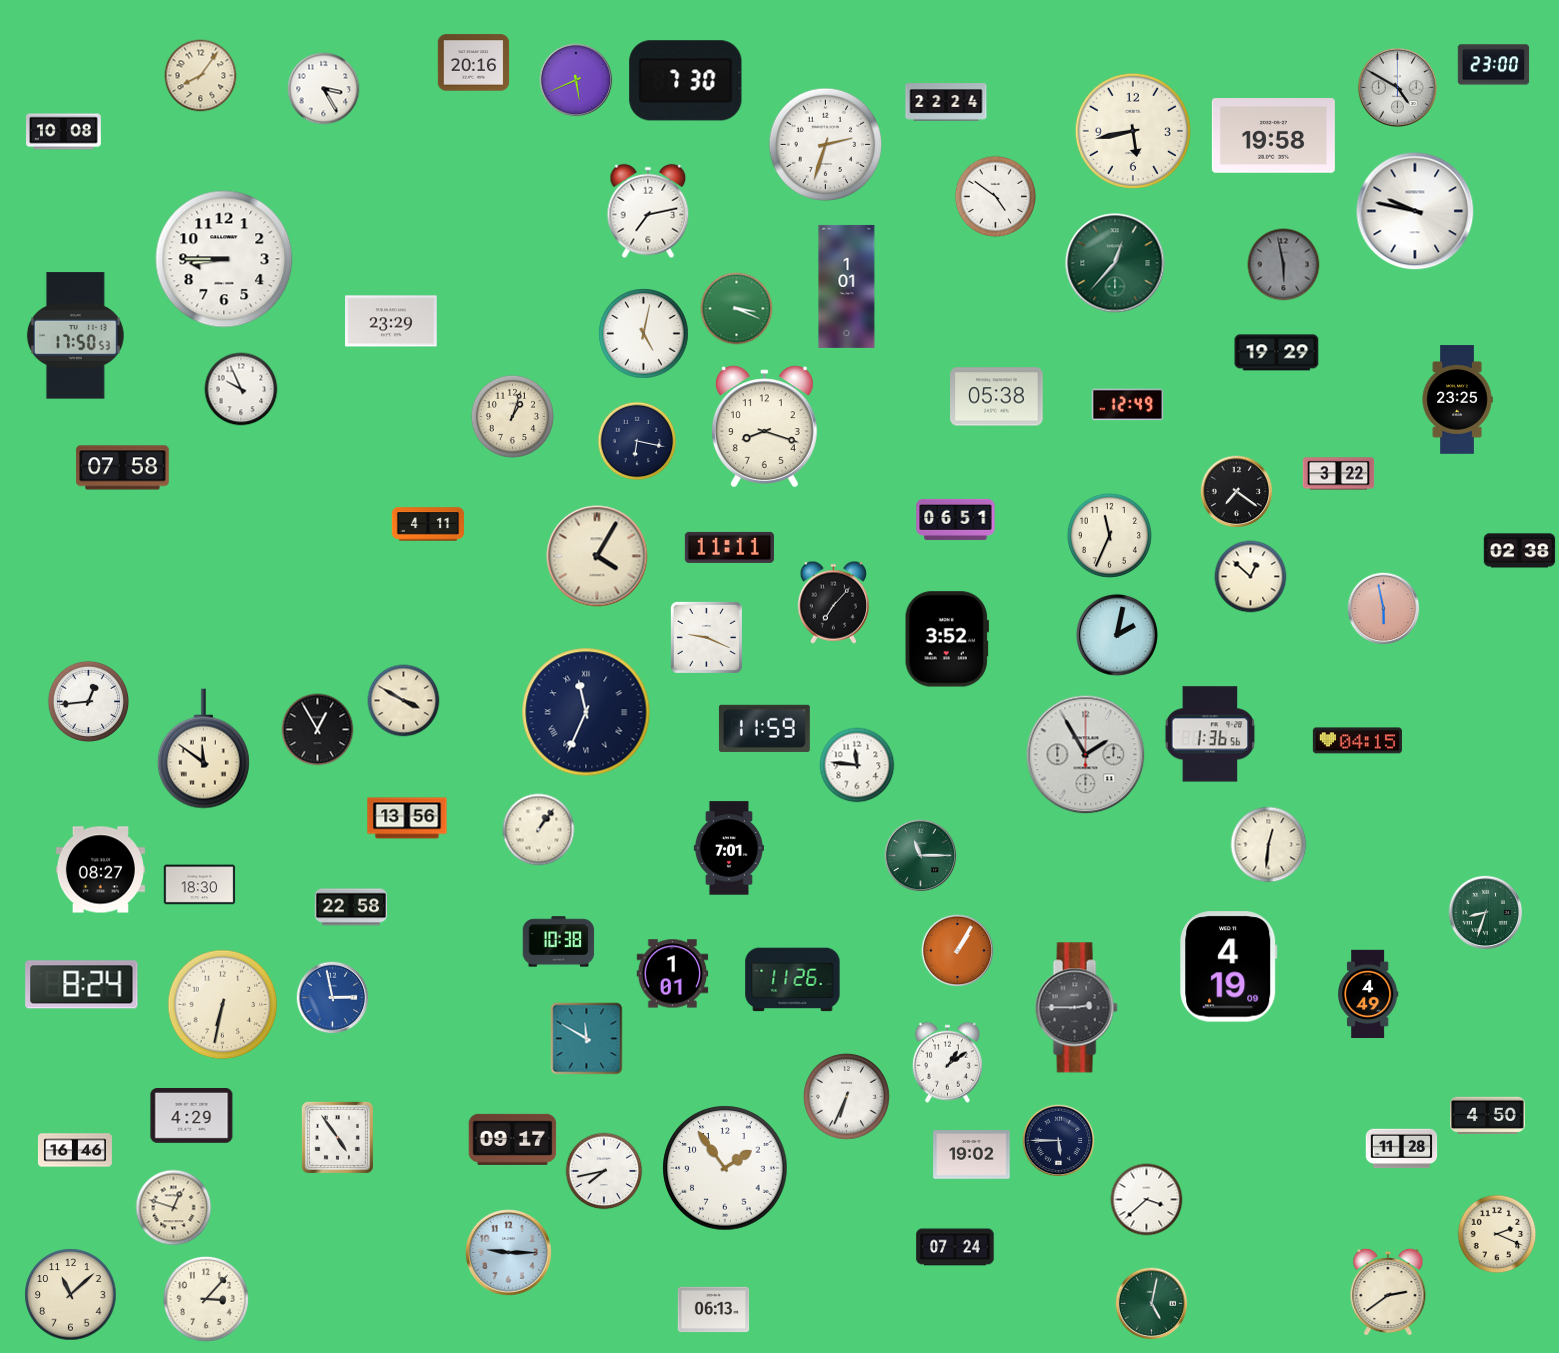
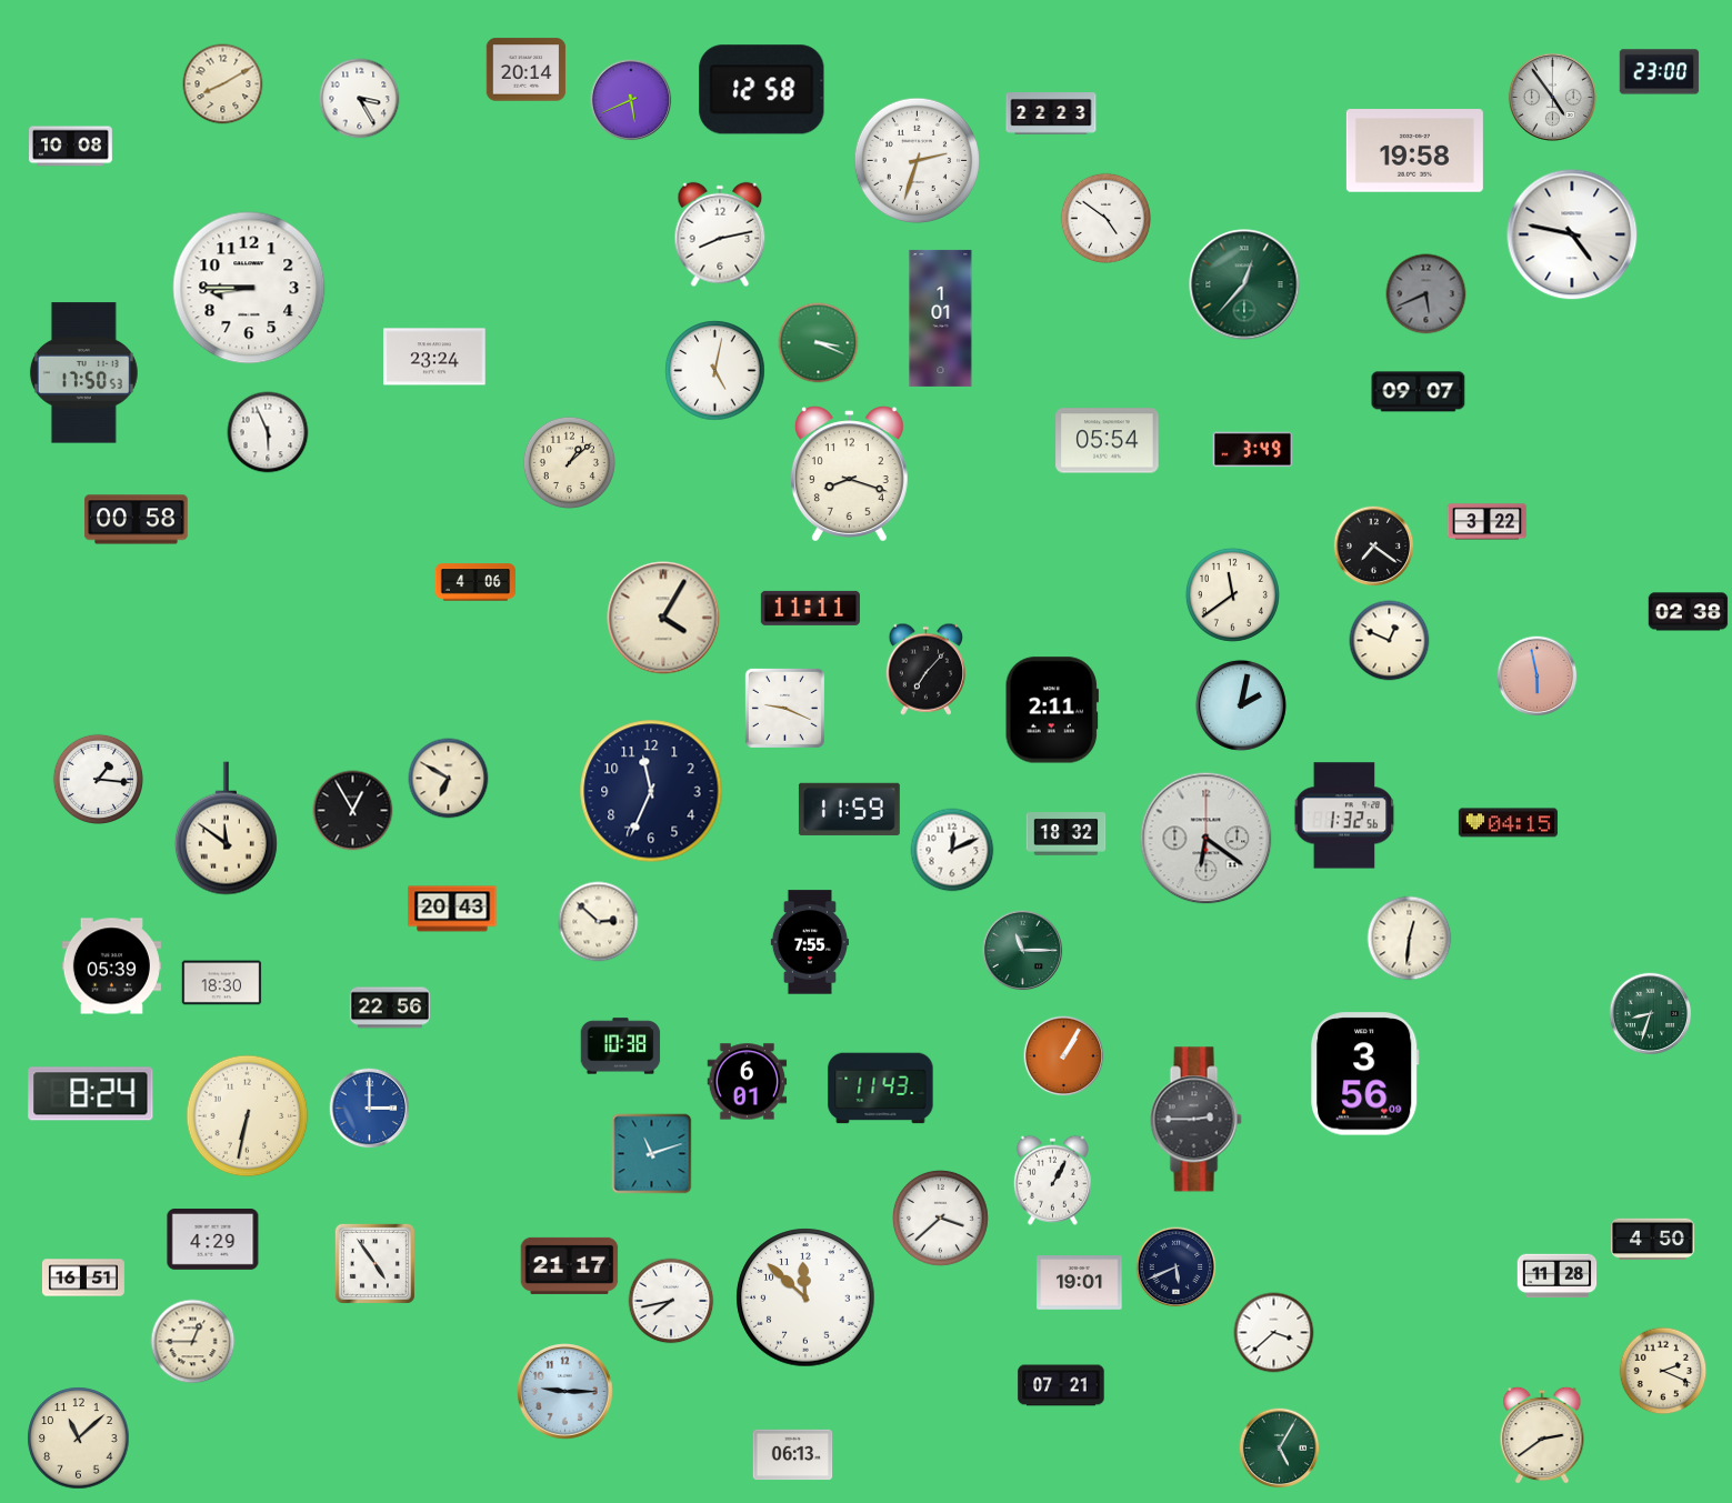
clock at (474, 63): 20:16 -> 20:14
clock at (201, 76): 8:06 -> 8:10
clock at (576, 80) position: (576, 80) -> (631, 100)
clock at (686, 81): 7:30 -> 12:58
clock at (1397, 87): 4:50 -> 4:54
clock at (946, 102): 22:24 -> 22:23
clock at (1133, 131): 5:43 -> none
clock at (648, 211): 7:13 -> 8:13
clock at (1415, 211): 9:47 -> 4:47
clock at (1115, 263) position: (1115, 263) -> (1244, 284)
clock at (1284, 265): 5:58 -> 5:41
clock at (392, 321): 23:29 -> 23:24
clock at (1277, 353): 19:29 -> 09:07
clock at (241, 389): 9:56 -> 5:56
clock at (997, 397): 05:38 -> 05:54
clock at (1457, 400): 23:25 -> none
clock at (1128, 405): 12:49 -> 3:49
clock at (512, 416): 1:03 -> 1:08
clock at (637, 441): 6:17 -> none
clock at (123, 468): 07:58 -> 00:58
clock at (1339, 474) position: (1339, 474) -> (1488, 522)
clock at (956, 519): 06:51 -> none
clock at (428, 524): 4:11 -> 4:06
clock at (1109, 535): 11:34 -> 11:39
clock at (1251, 577): 12:52 -> 12:49
clock at (947, 639): 3:52 -> 2:11
clock at (88, 701): 12:44 -> 1:16
clock at (404, 701): 3:50 -> 6:50
clock at (586, 712) numerals: Roman -> Arabic
clock at (1210, 734): 1:36 -> 1:32
clock at (203, 749) position: (203, 749) -> (226, 829)
clock at (1067, 834): none -> 18:32
clock at (1086, 755): 1:55 -> 6:21
clock at (857, 765): 11:46 -> 12:11
clock at (407, 818): 13:56 -> 20:43
clock at (539, 830): 1:06 -> 2:52
clock at (729, 848): 7:01 -> 7:55
clock at (100, 870): 08:27 -> 05:39
clock at (350, 907): 22:58 -> 22:56
clock at (1229, 967): 4:19 -> 3:56
clock at (673, 974): 1:01 -> 6:01
clock at (793, 980): 11:26 -> 11:43
clock at (1369, 994): 4:49 -> none
clock at (333, 998): 2:58 -> 3:00
clock at (587, 1039): 11:50 -> 11:12
clock at (947, 1062): 1:09 -> 1:05
clock at (846, 1096): 6:34 -> 3:38
clock at (513, 1139): 09:17 -> 21:17
clock at (1059, 1141): 5:45 -> 5:41
clock at (75, 1150): 16:46 -> 16:51
clock at (972, 1155): 19:02 -> 19:01
clock at (725, 1168): 1:54 -> 11:52
clock at (174, 1208): 12:48 -> 12:45
clock at (955, 1247): 07:24 -> 07:21
clock at (206, 1299): 3:07 -> none
clock at (1152, 1304): 5:02 -> 5:05
